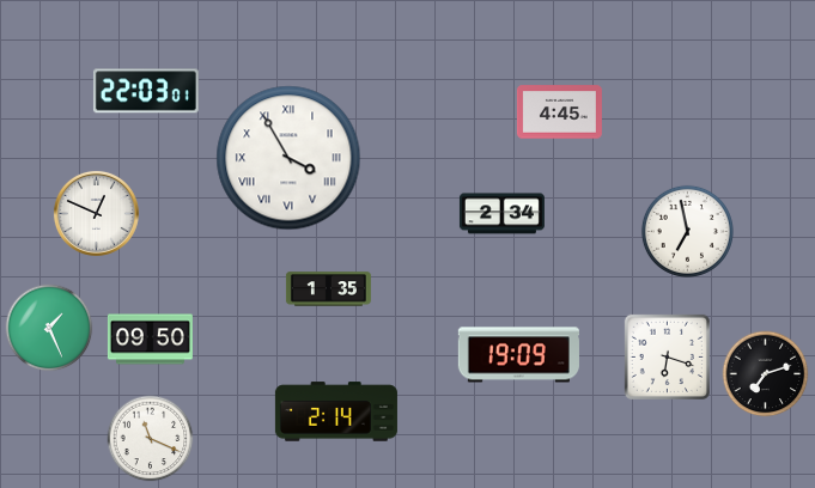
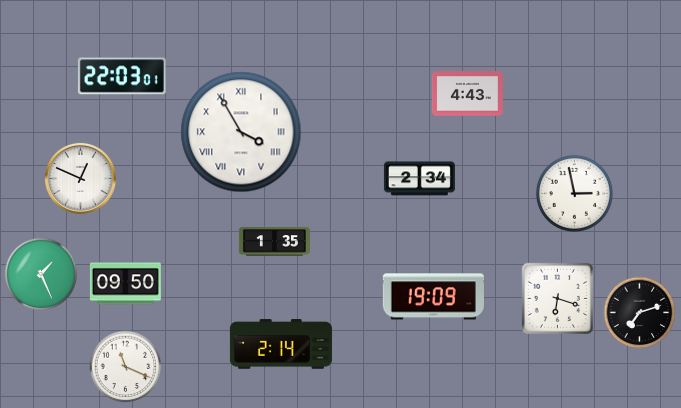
clock at (559, 112): 4:45 -> 4:43
clock at (687, 231): 6:58 -> 2:58
